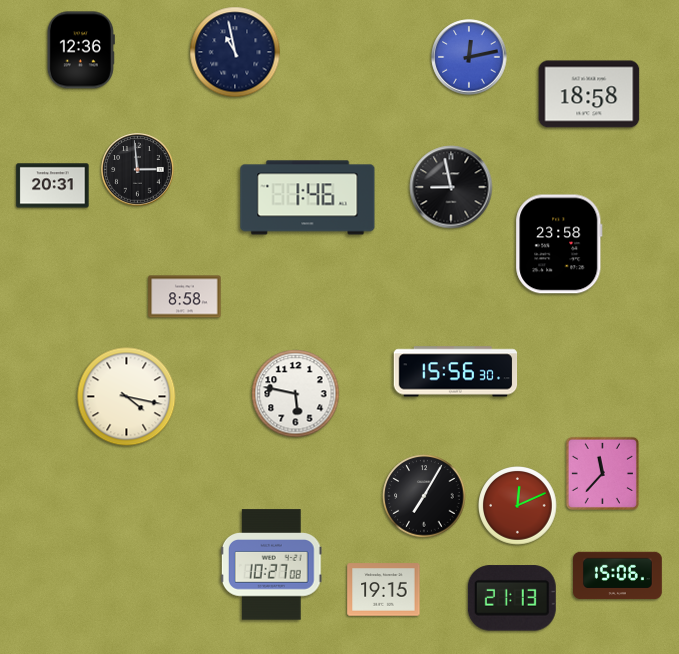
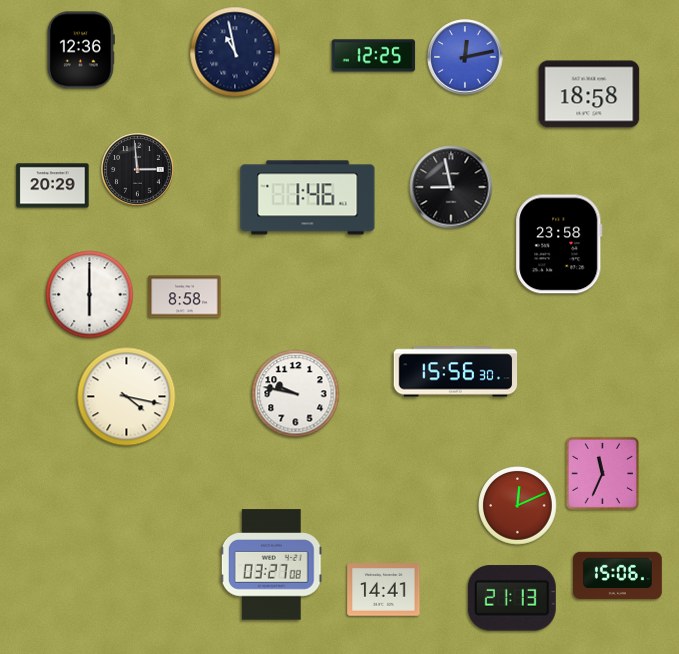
clock at (374, 56): none -> 12:25
clock at (469, 57) position: (469, 57) -> (465, 57)
clock at (53, 186): 20:31 -> 20:29
clock at (90, 295): none -> 6:00
clock at (296, 394): 5:47 -> 9:47
clock at (602, 473): 11:37 -> 11:34
clock at (424, 496): 7:05 -> none
clock at (271, 565): 10:27 -> 03:27
clock at (384, 590): 19:15 -> 14:41
